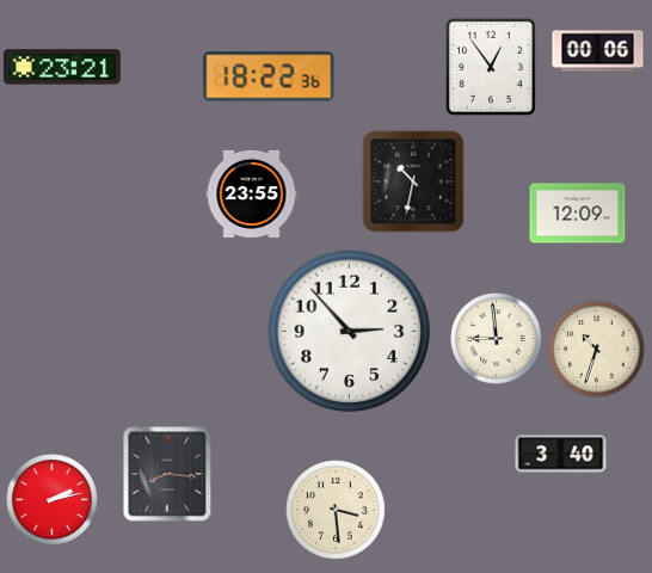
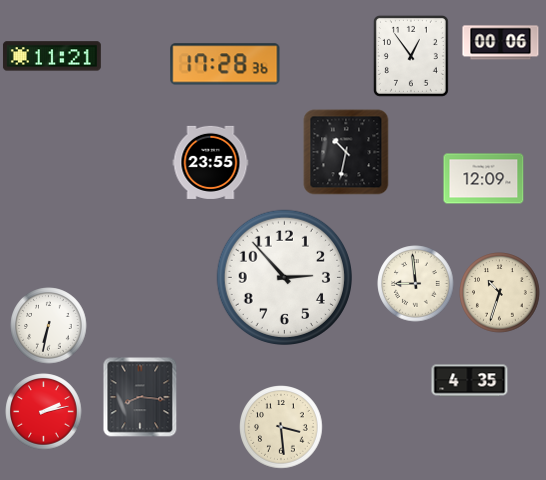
clock at (62, 67): 23:21 -> 11:21
clock at (269, 76): 18:22 -> 17:28
clock at (349, 331) position: (349, 331) -> (284, 277)
clock at (49, 326): none -> 6:32
clock at (561, 455): 3:40 -> 4:35
clock at (53, 500) position: (53, 500) -> (44, 412)
